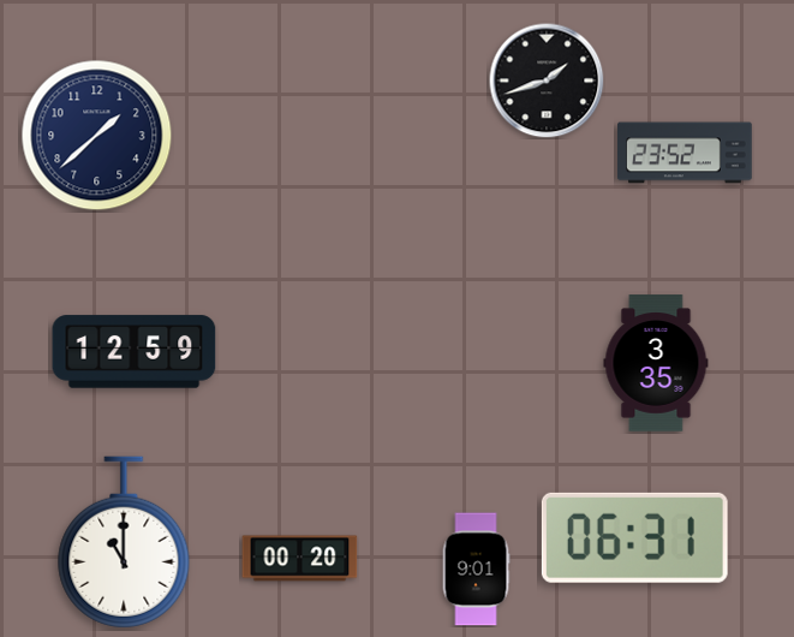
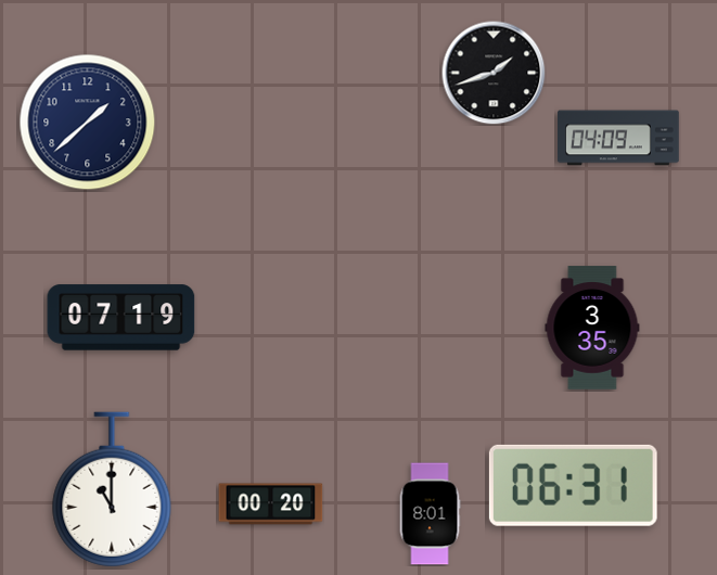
clock at (686, 153): 23:52 -> 04:09
clock at (135, 352): 12:59 -> 07:19
clock at (476, 570): 9:01 -> 8:01
